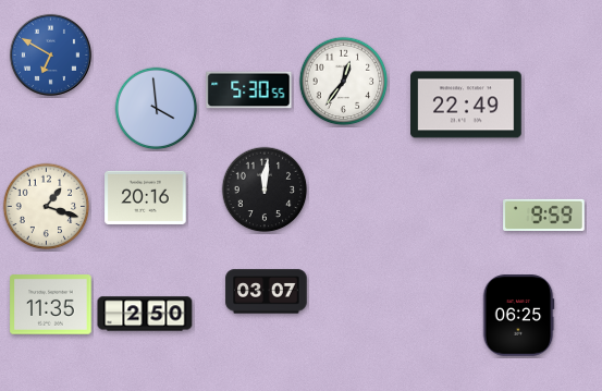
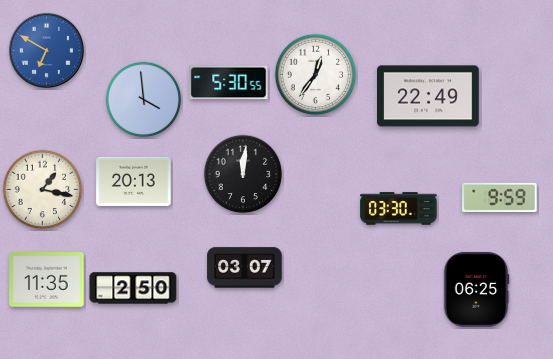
clock at (146, 197): 20:16 -> 20:13
clock at (47, 207): 1:18 -> 1:17
clock at (399, 209): none -> 03:30
